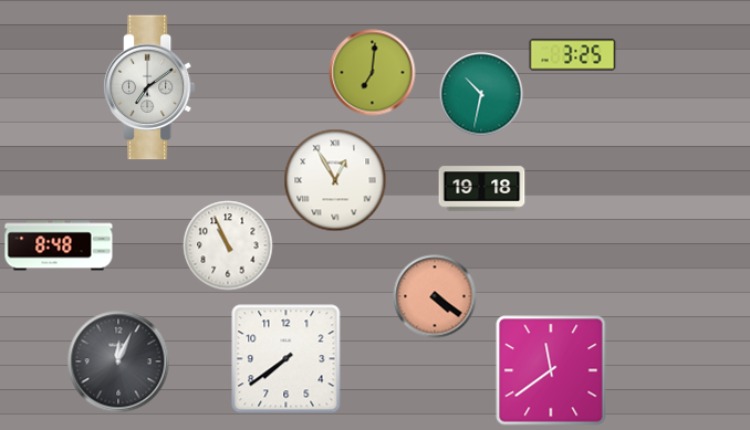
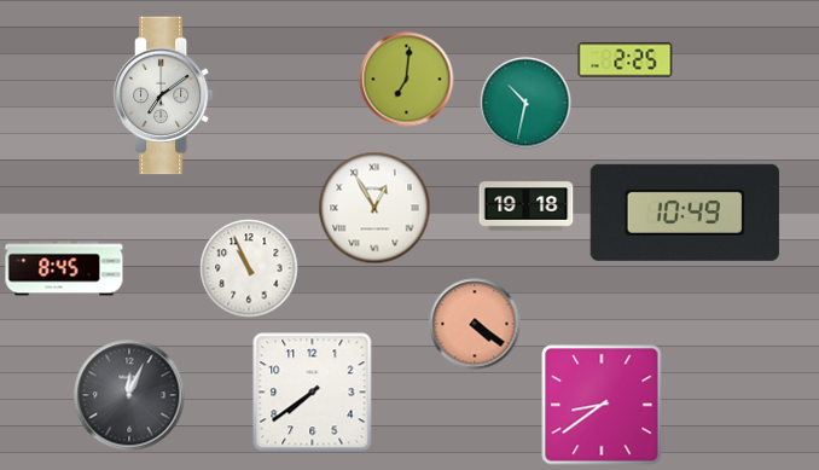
clock at (573, 55): 3:25 -> 2:25
clock at (335, 180) position: (335, 180) -> (374, 208)
clock at (685, 213): none -> 10:49
clock at (59, 245): 8:48 -> 8:45
clock at (551, 370): 11:39 -> 8:39
